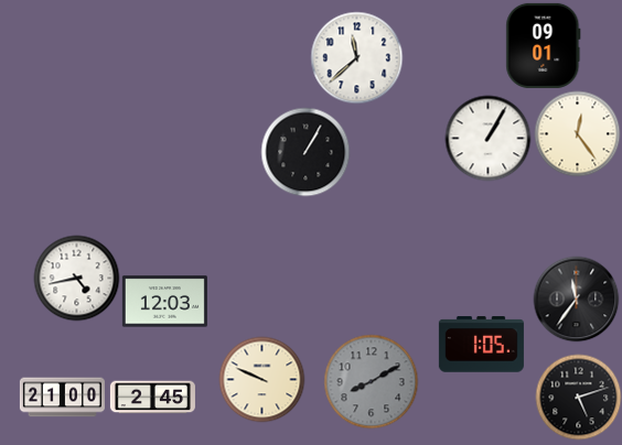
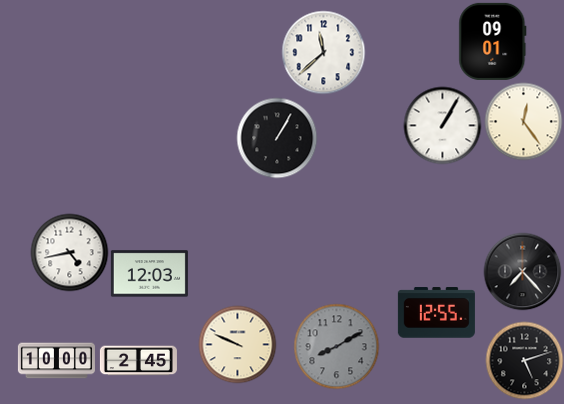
clock at (576, 299): 11:36 -> 7:23
clock at (481, 345): 1:05 -> 12:55
clock at (62, 398): 21:00 -> 10:00
